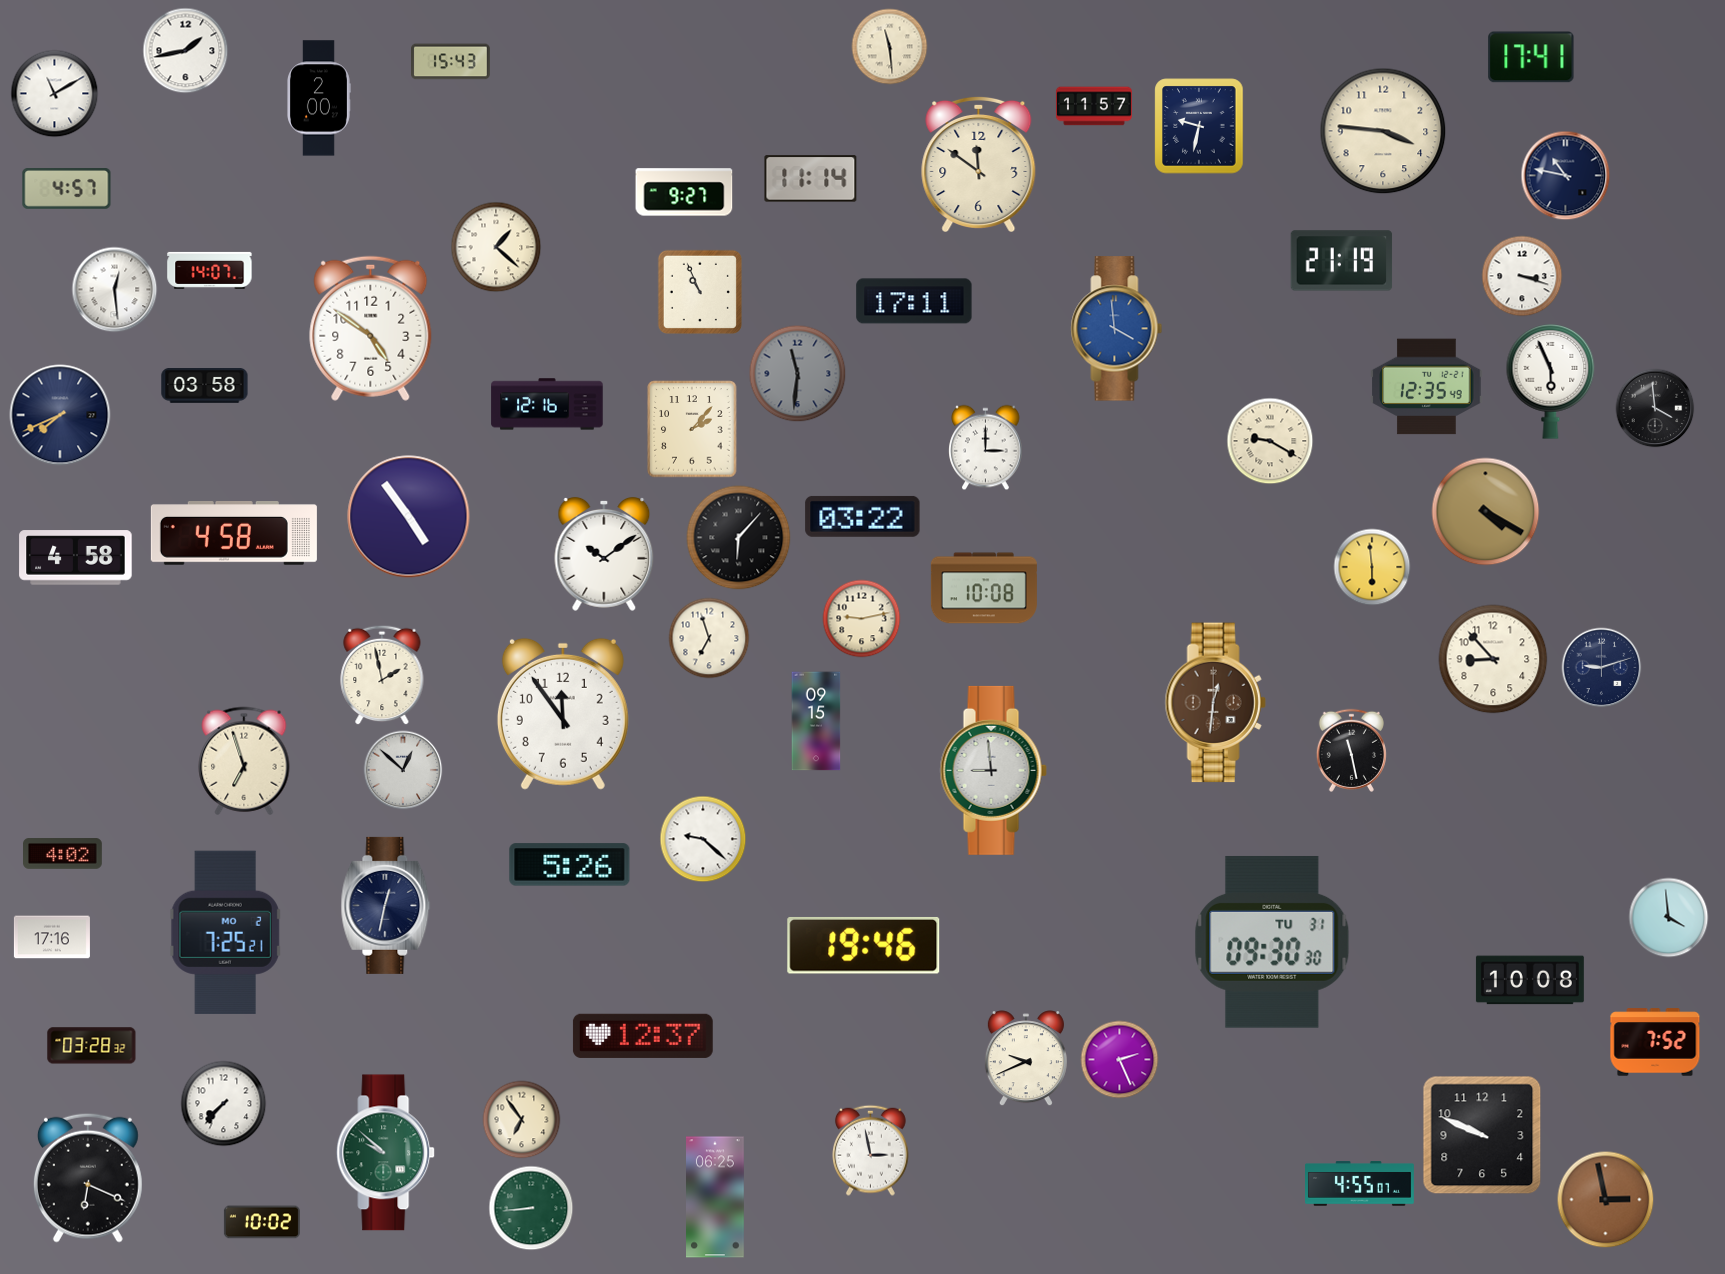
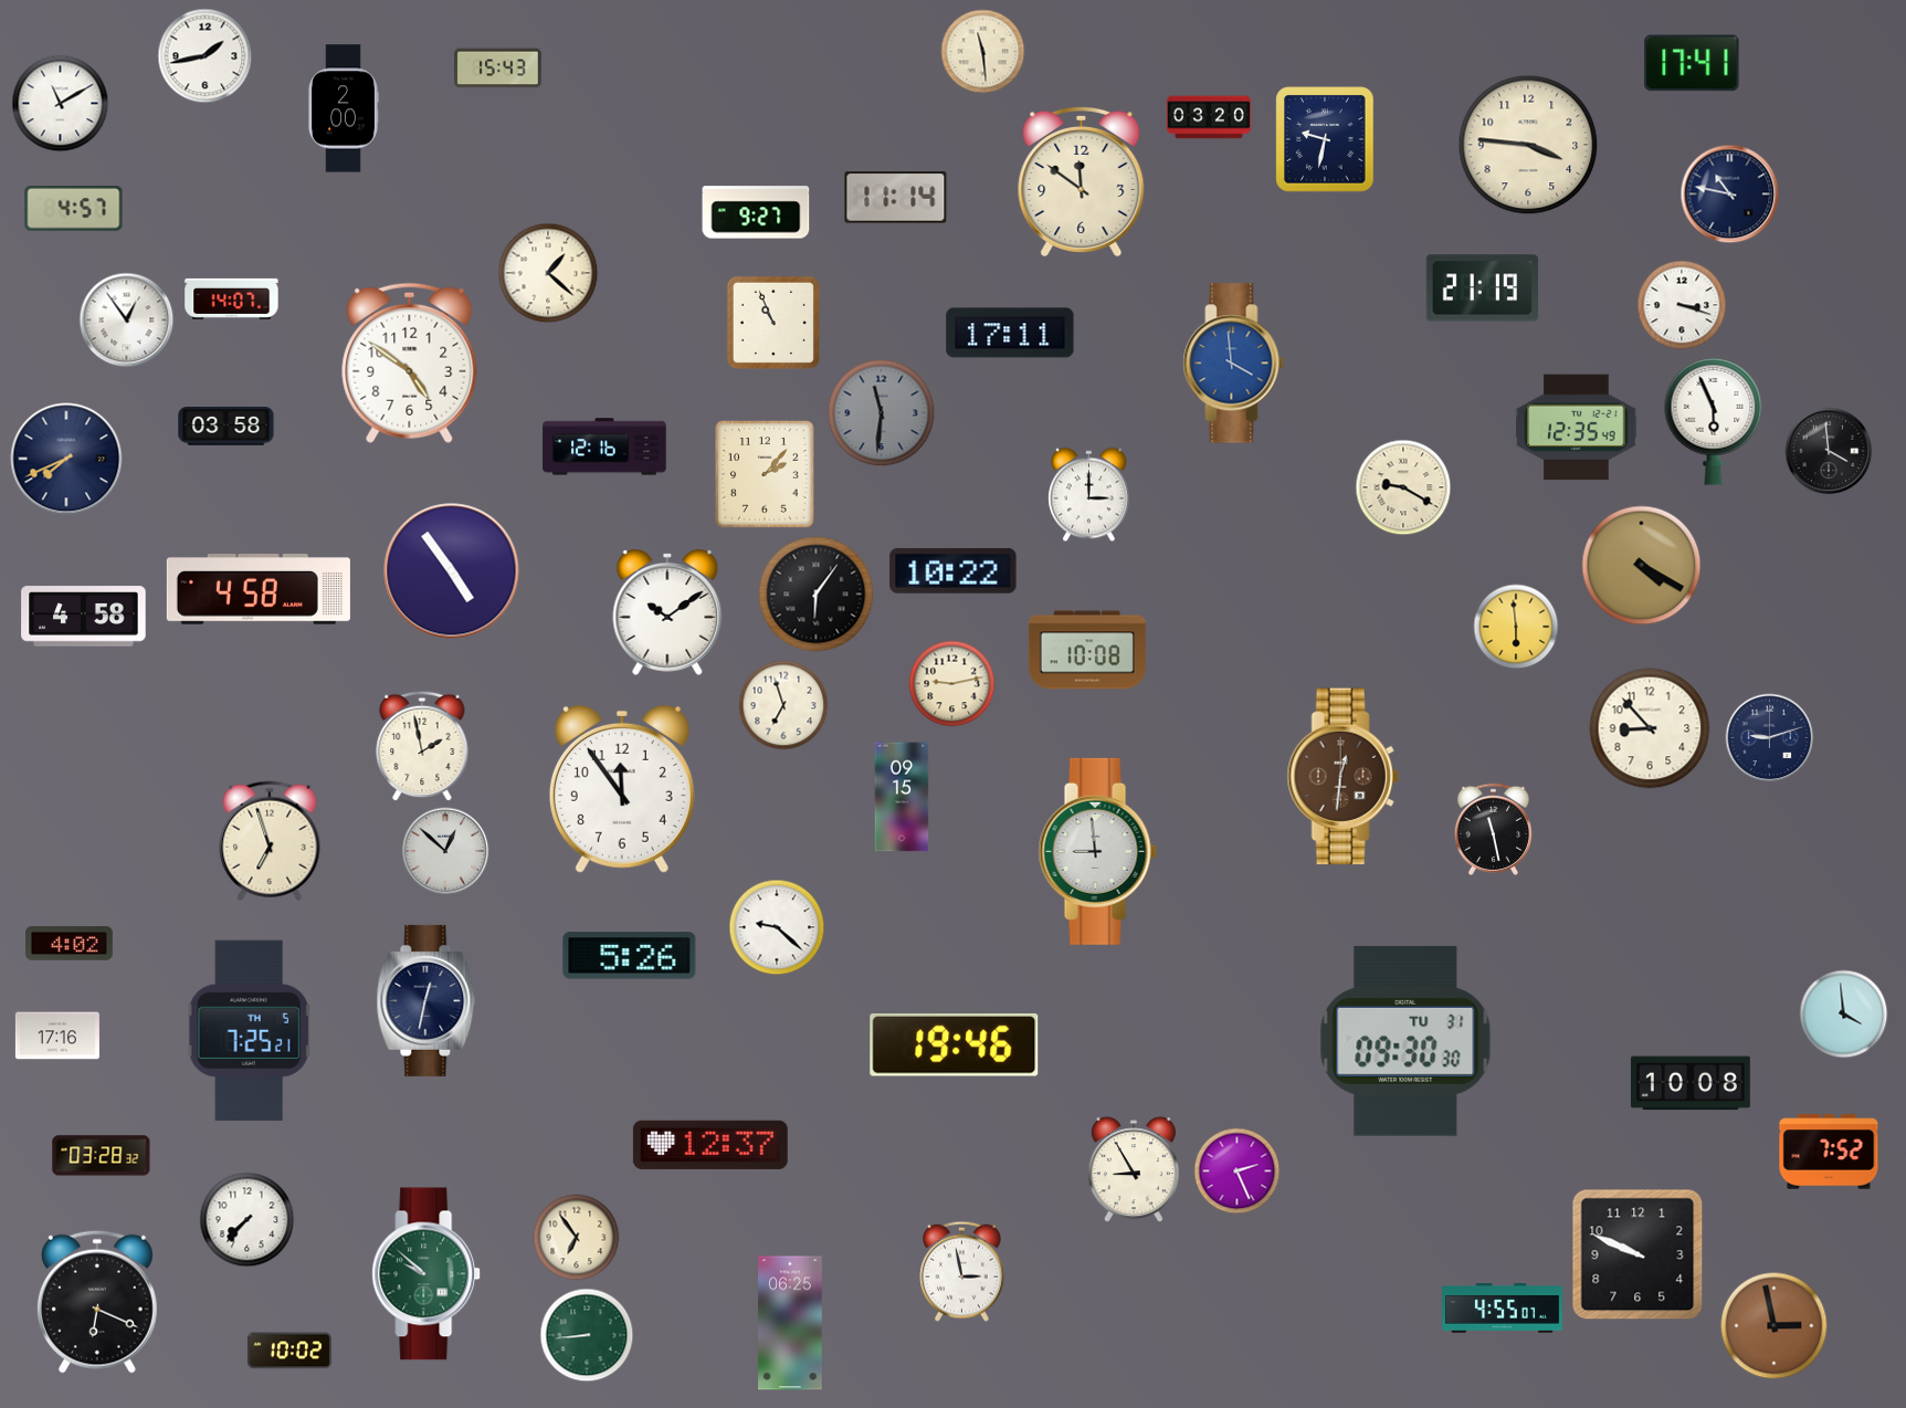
clock at (319, 98) position: (319, 98) -> (344, 108)
clock at (1094, 106): 11:57 -> 03:20
clock at (115, 290): 12:29 -> 12:54
clock at (863, 516): 03:22 -> 10:22
clock at (739, 538): 6:07 -> 6:06
clock at (226, 932) date: MO 2 -> TH 5
clock at (1026, 1059): 9:41 -> 8:55
